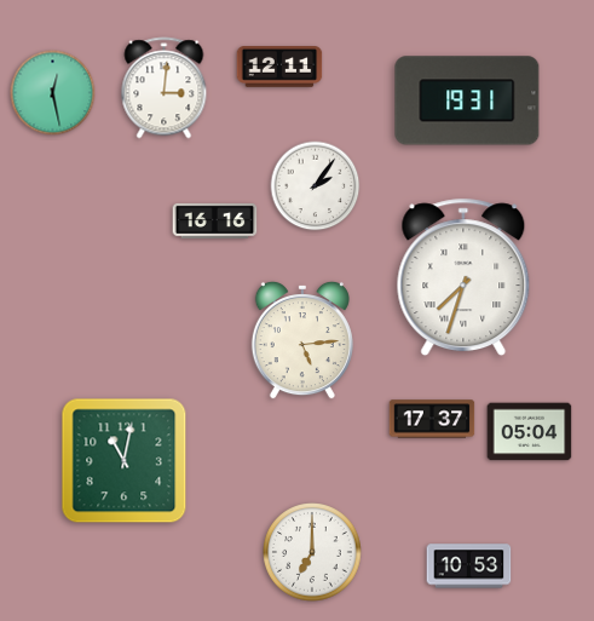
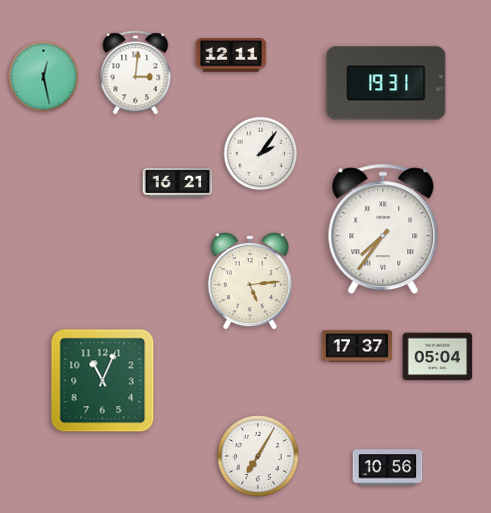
clock at (215, 220): 16:16 -> 16:21
clock at (463, 277): 7:33 -> 7:36
clock at (125, 461): 11:02 -> 11:04
clock at (312, 552): 7:00 -> 7:05
clock at (469, 567): 10:53 -> 10:56
